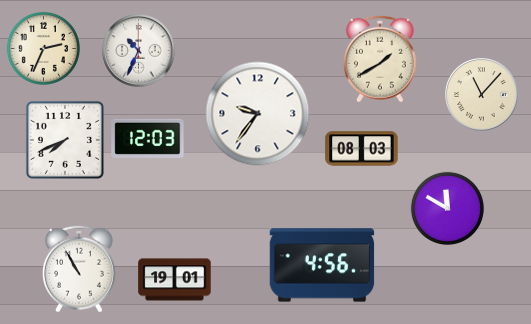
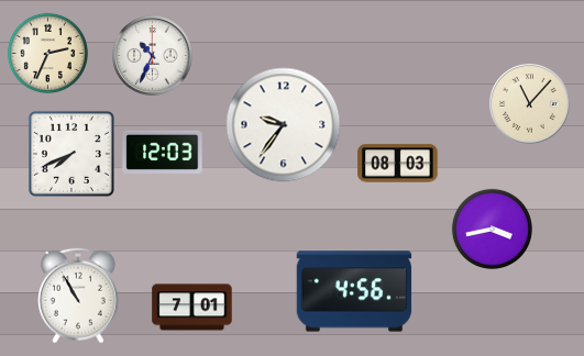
clock at (380, 59): 1:40 -> none
clock at (447, 208): 11:50 -> 3:43
clock at (79, 269) position: (79, 269) -> (78, 296)
clock at (175, 280): 19:01 -> 7:01
